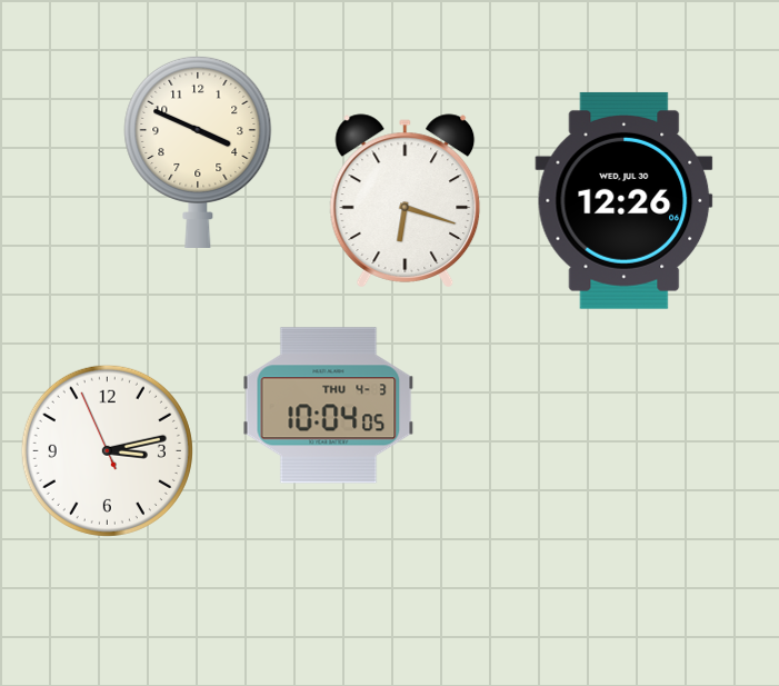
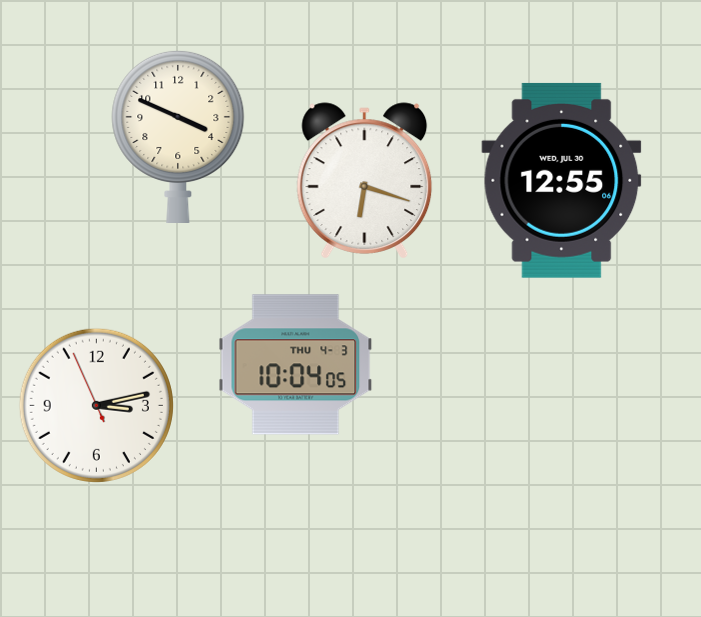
clock at (625, 200): 12:26 -> 12:55
